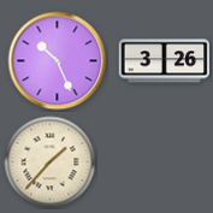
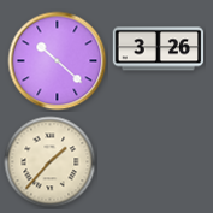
clock at (58, 61): 10:26 -> 10:22
clock at (165, 61) position: (165, 61) -> (159, 49)
